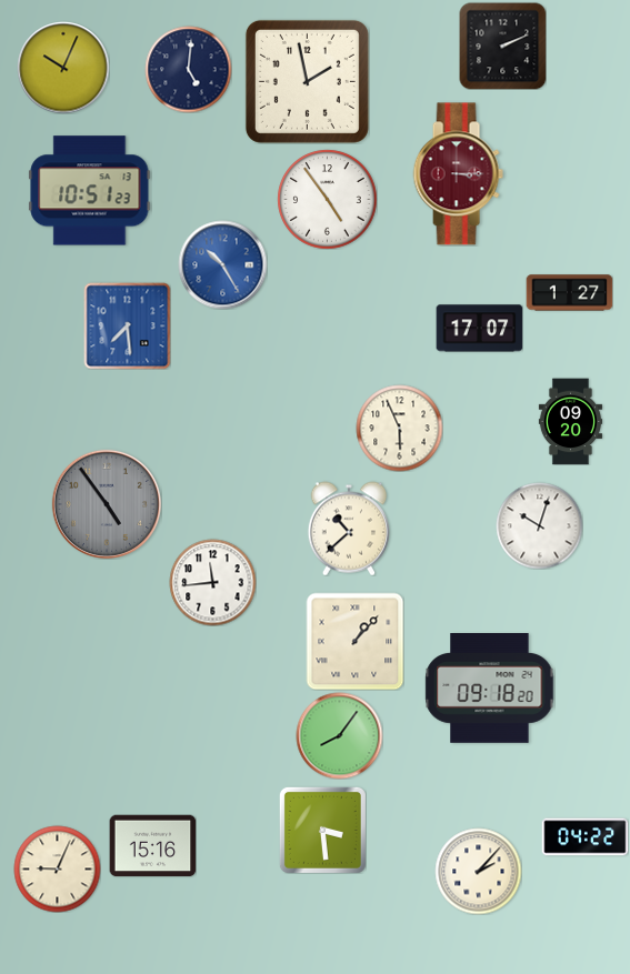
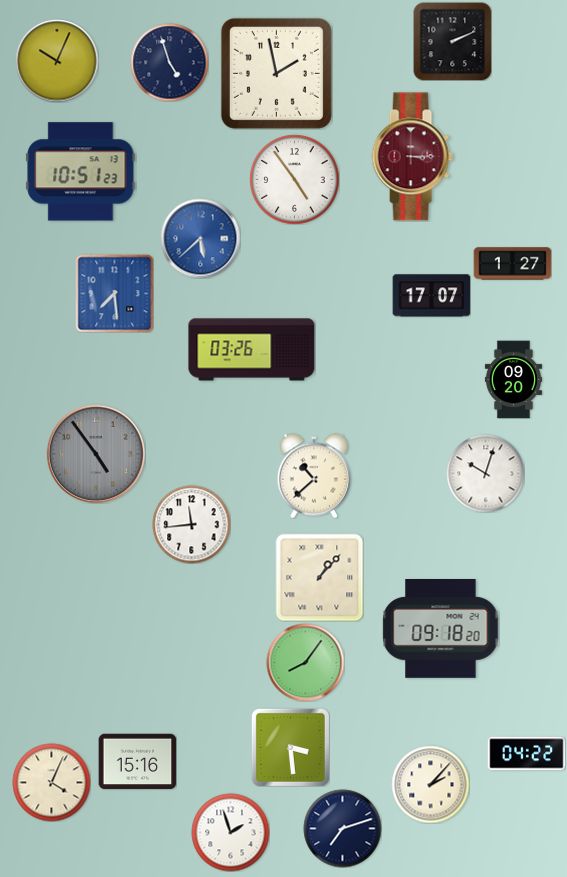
clock at (188, 69): 5:01 -> 4:57
clock at (222, 264): 10:25 -> 5:38
clock at (252, 350): none -> 03:26
clock at (399, 428): 5:56 -> none
clock at (490, 689) position: (490, 689) -> (441, 629)
clock at (57, 868): 9:04 -> 4:04
clock at (342, 828): none -> 7:12
clock at (230, 832): none -> 1:57
